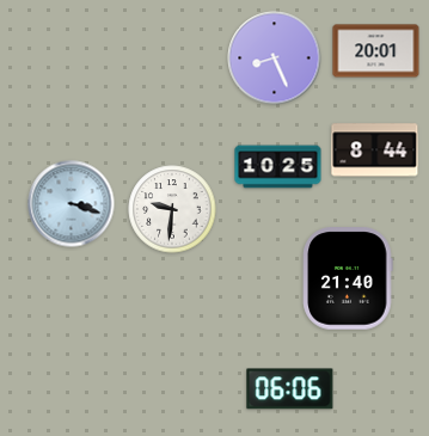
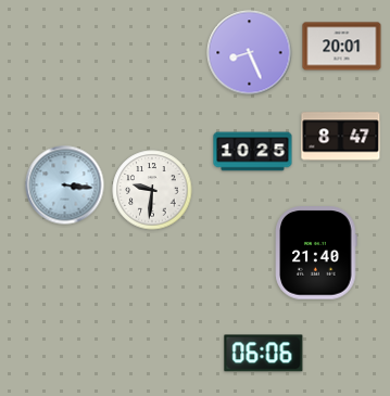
clock at (375, 151): 8:44 -> 8:47
clock at (72, 204): 3:18 -> 3:16
clock at (172, 209) position: (172, 209) -> (152, 190)
